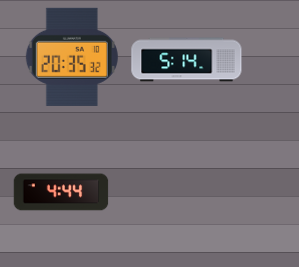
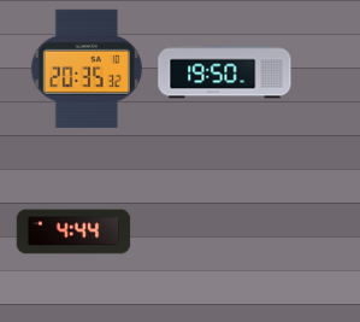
clock at (187, 60): 5:14 -> 19:50
